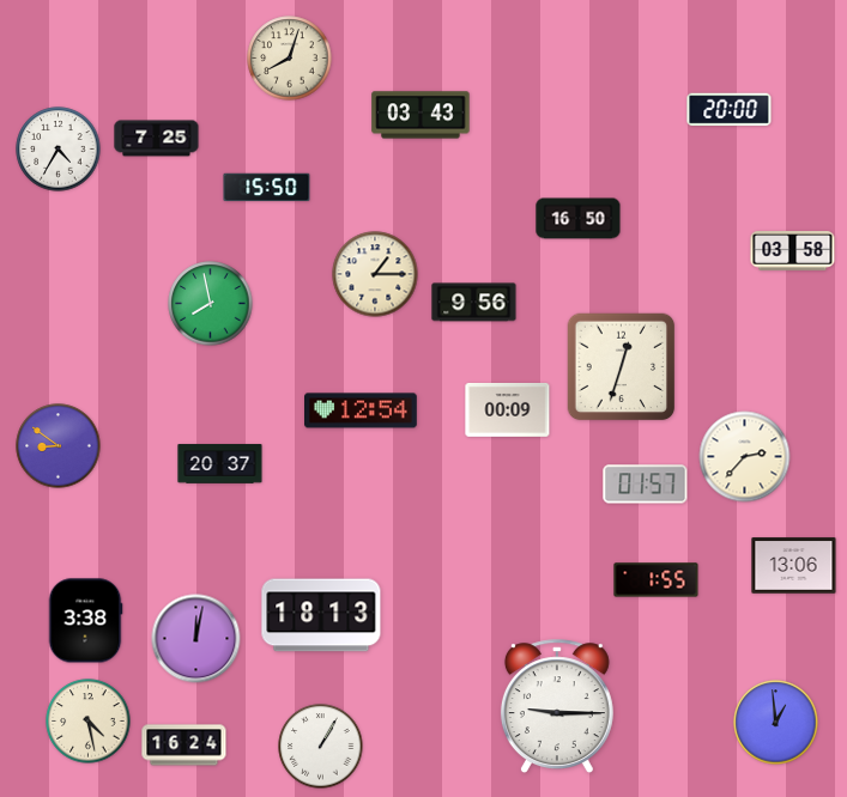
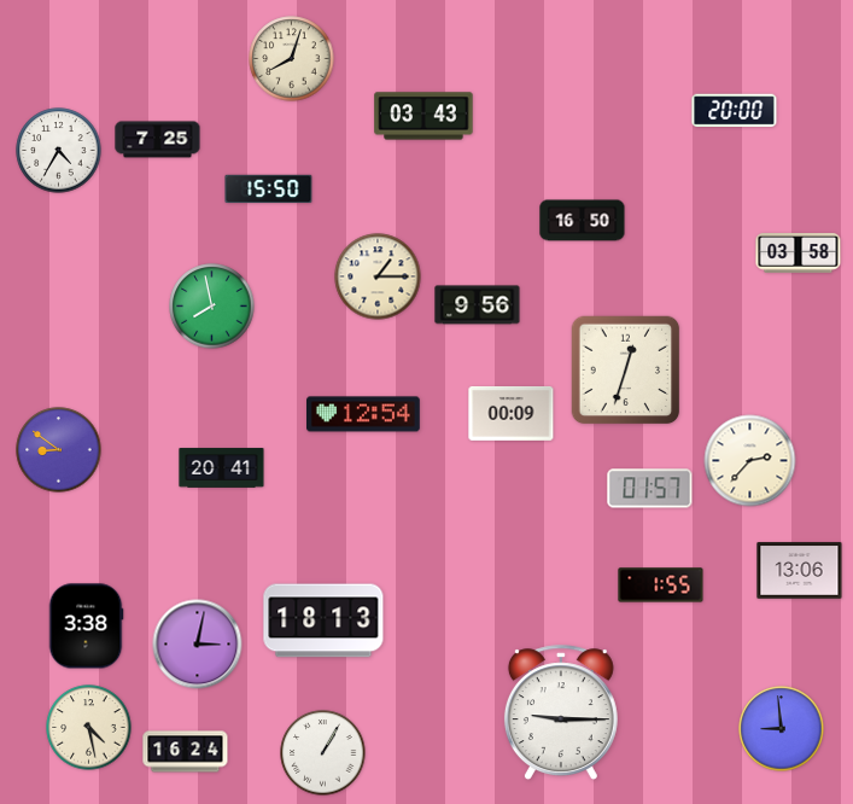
clock at (220, 464): 20:37 -> 20:41
clock at (196, 639): 12:02 -> 3:02
clock at (776, 723): 12:59 -> 8:59
